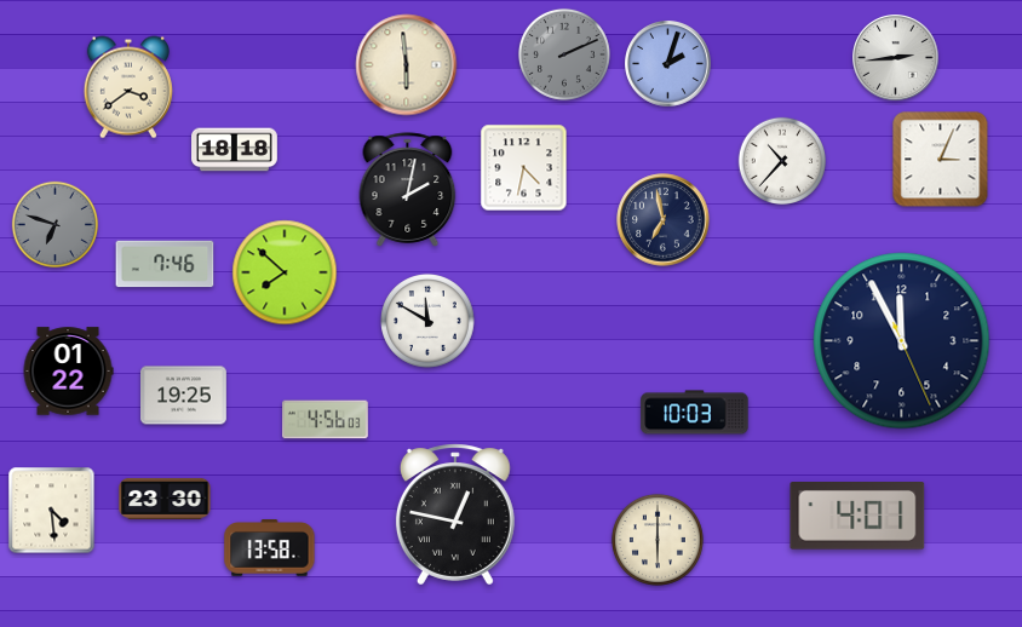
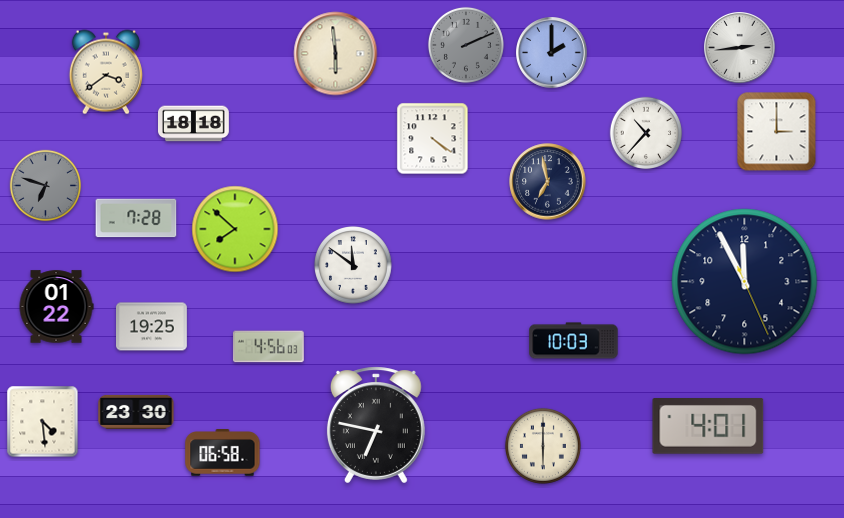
clock at (668, 64): 2:03 -> 2:00
clock at (941, 160): 3:04 -> 3:00
clock at (524, 168): 4:32 -> 4:21
clock at (408, 190): 2:02 -> none
clock at (165, 264): 7:46 -> 7:28
clock at (285, 272) position: (285, 272) -> (235, 229)
clock at (429, 322): 11:50 -> 11:51
clock at (455, 514): 12:47 -> 6:47
clock at (270, 548): 13:58 -> 06:58
